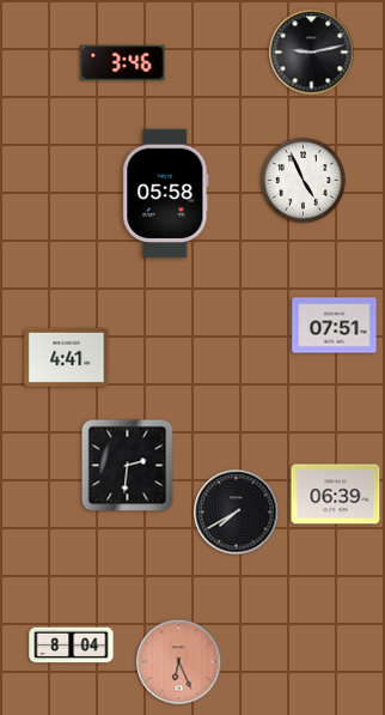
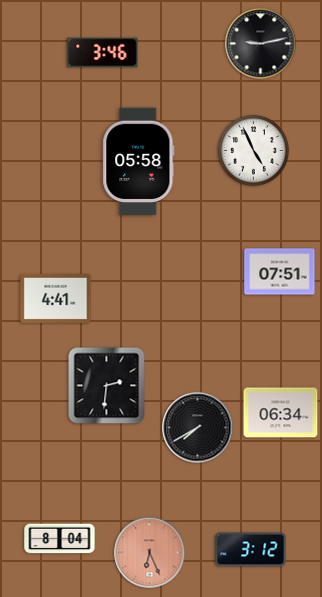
clock at (128, 466) position: (128, 466) -> (107, 386)
clock at (336, 495): 06:39 -> 06:34
clock at (251, 550): none -> 3:12
